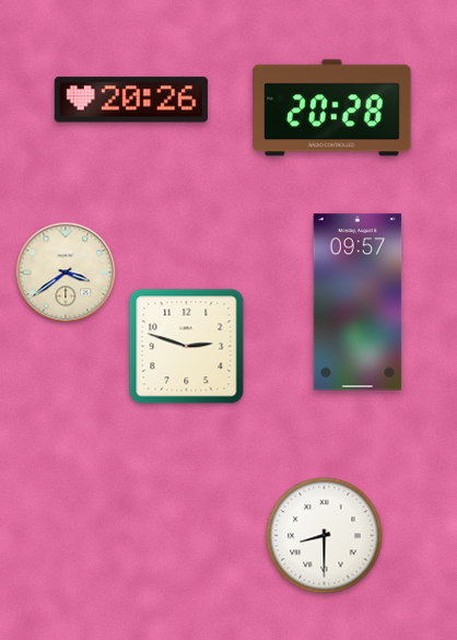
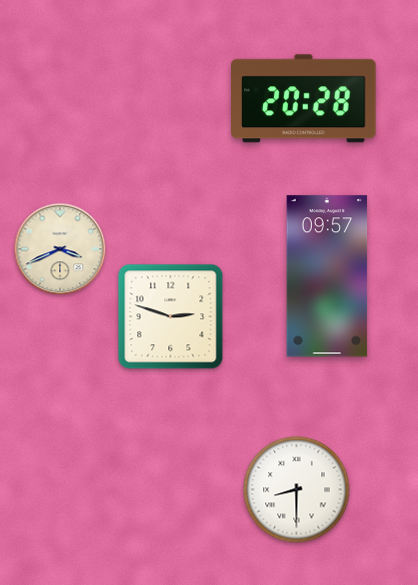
clock at (131, 100): 20:26 -> none
clock at (66, 272): 3:39 -> 3:41
